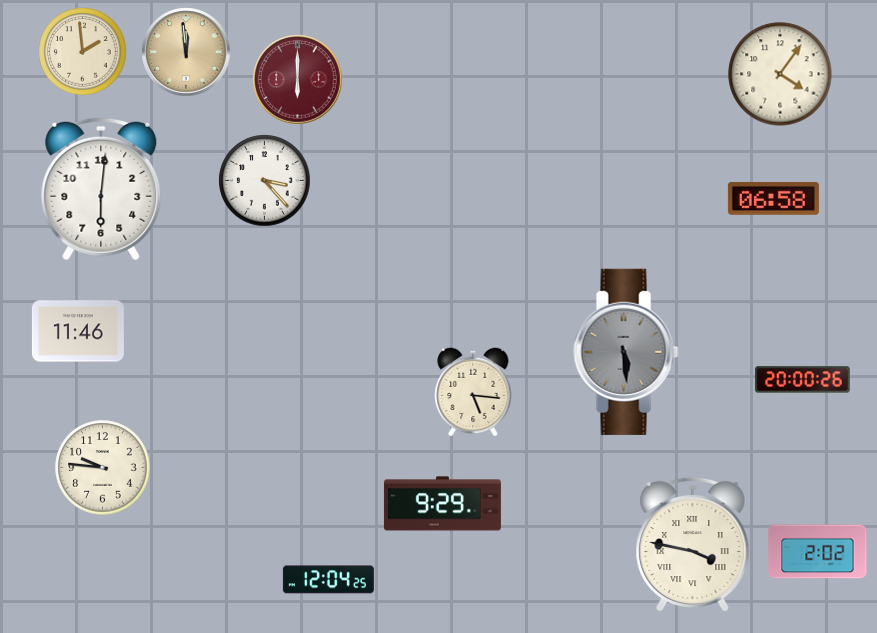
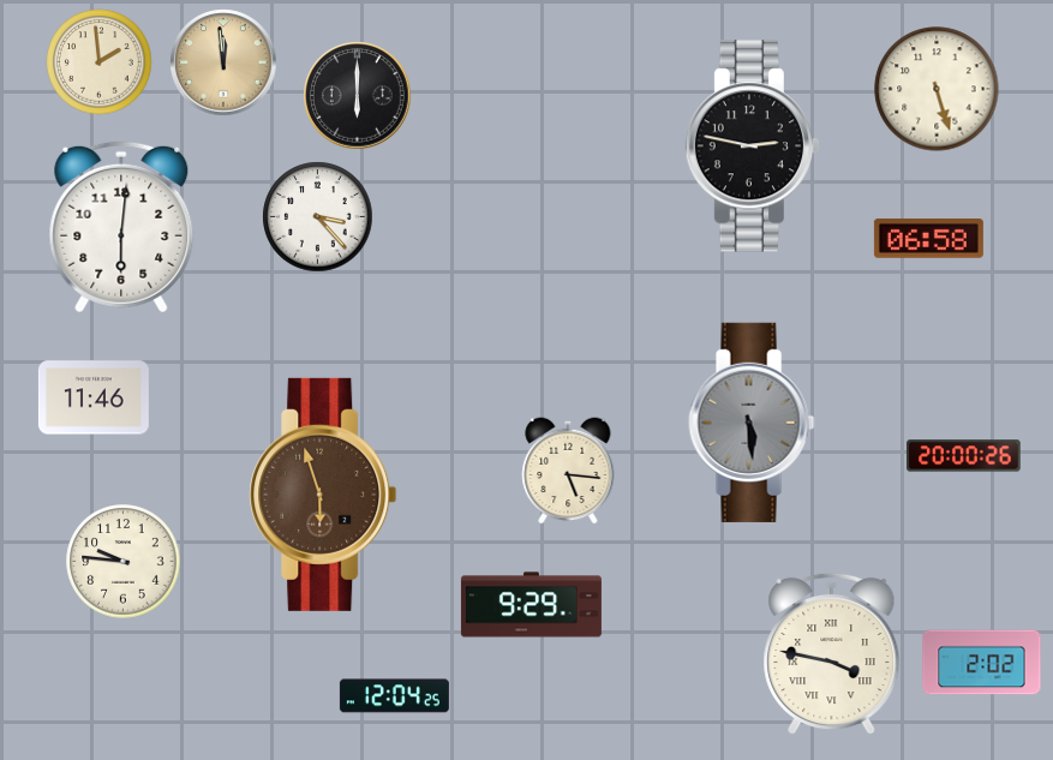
clock at (780, 74): 4:06 -> 5:27
clock at (298, 80) dial: burgundy -> black
clock at (753, 146): none -> 2:47
clock at (323, 495): none -> 5:57
